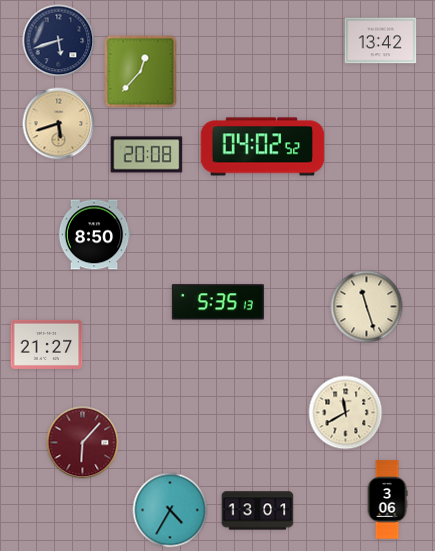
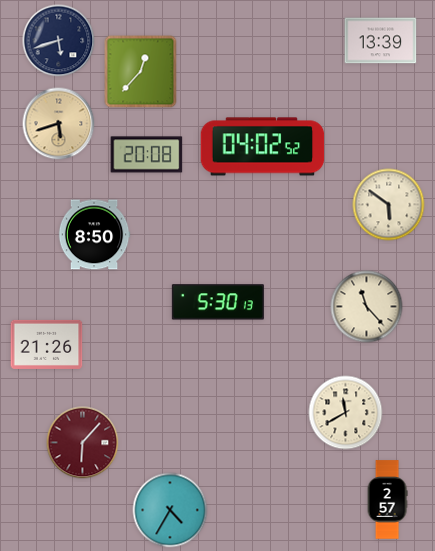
clock at (381, 41): 13:42 -> 13:39
clock at (389, 205): none -> 5:51
clock at (218, 302): 5:35 -> 5:30
clock at (367, 307): 11:27 -> 11:23
clock at (47, 344): 21:27 -> 21:26
clock at (387, 500): 3:06 -> 2:57
clock at (258, 511): 13:01 -> none
